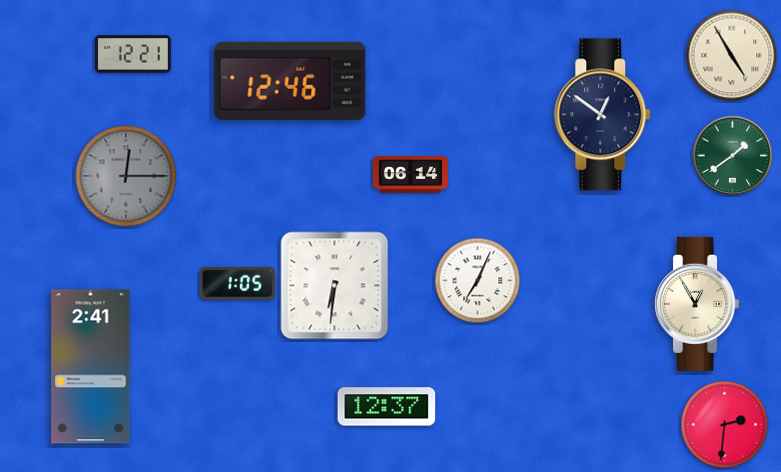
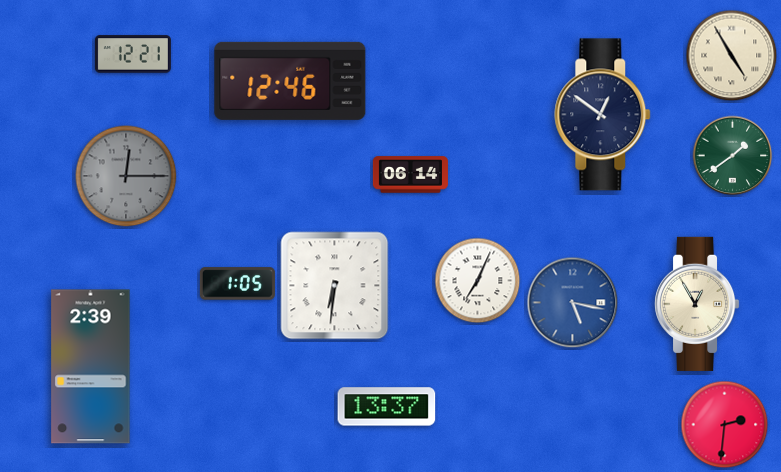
clock at (573, 303): none -> 5:17
clock at (91, 367): 2:41 -> 2:39
clock at (387, 407): 12:37 -> 13:37
